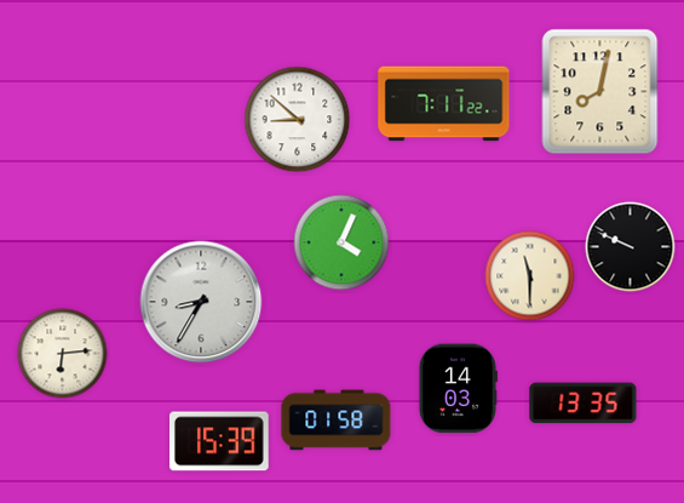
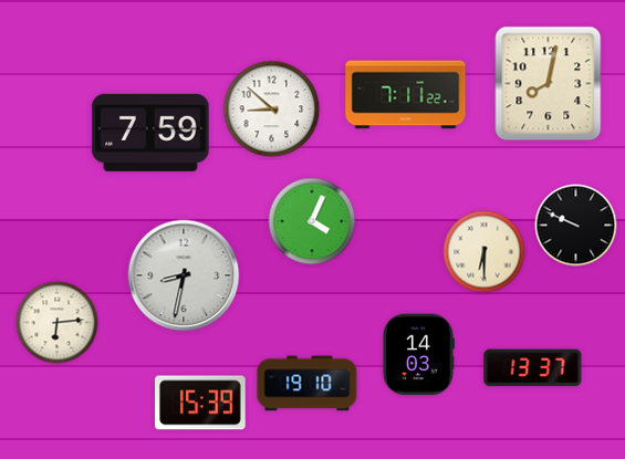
clock at (150, 133): none -> 7:59
clock at (530, 276): 11:30 -> 6:30
clock at (201, 302): 8:35 -> 8:32
clock at (584, 404): 13:35 -> 13:37
clock at (337, 421): 01:58 -> 19:10
